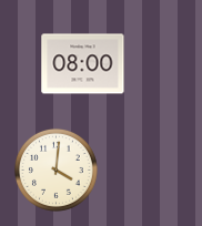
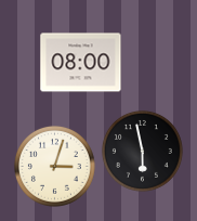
clock at (142, 151): none -> 5:58
clock at (55, 169): 4:01 -> 3:03
